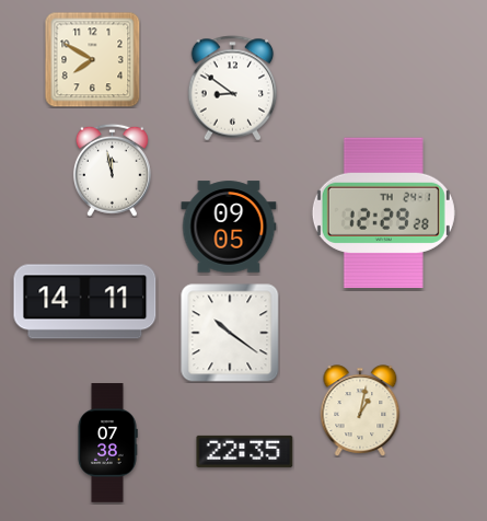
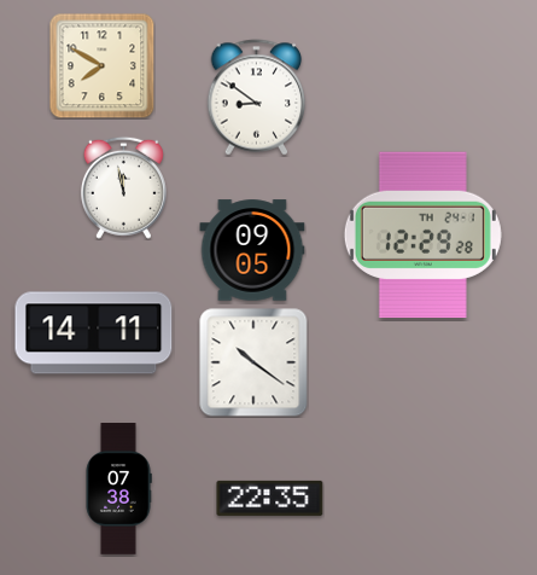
clock at (230, 333) position: (230, 333) -> (253, 362)
clock at (360, 410): 1:02 -> none
